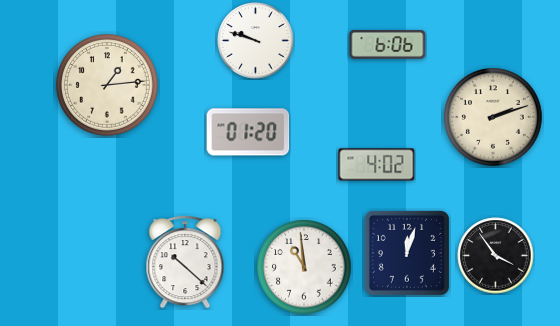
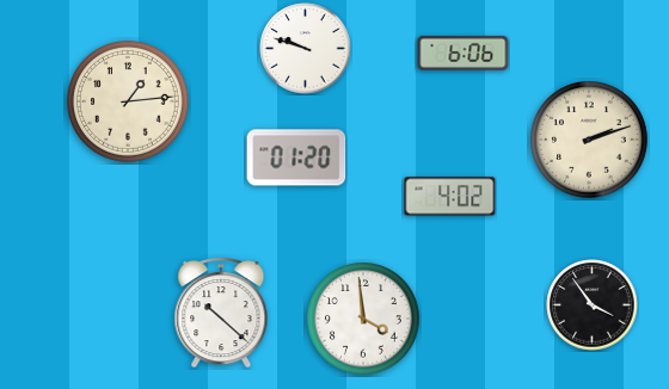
clock at (407, 253): 12:03 -> none
clock at (304, 267): 10:59 -> 3:59
